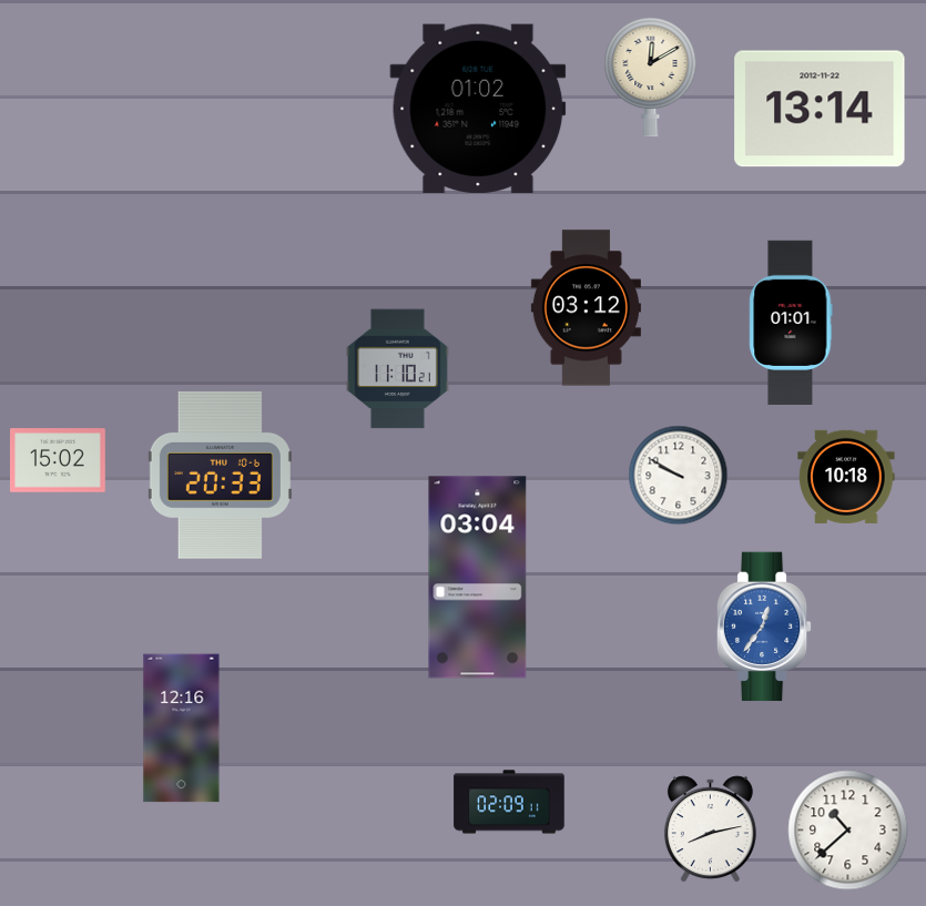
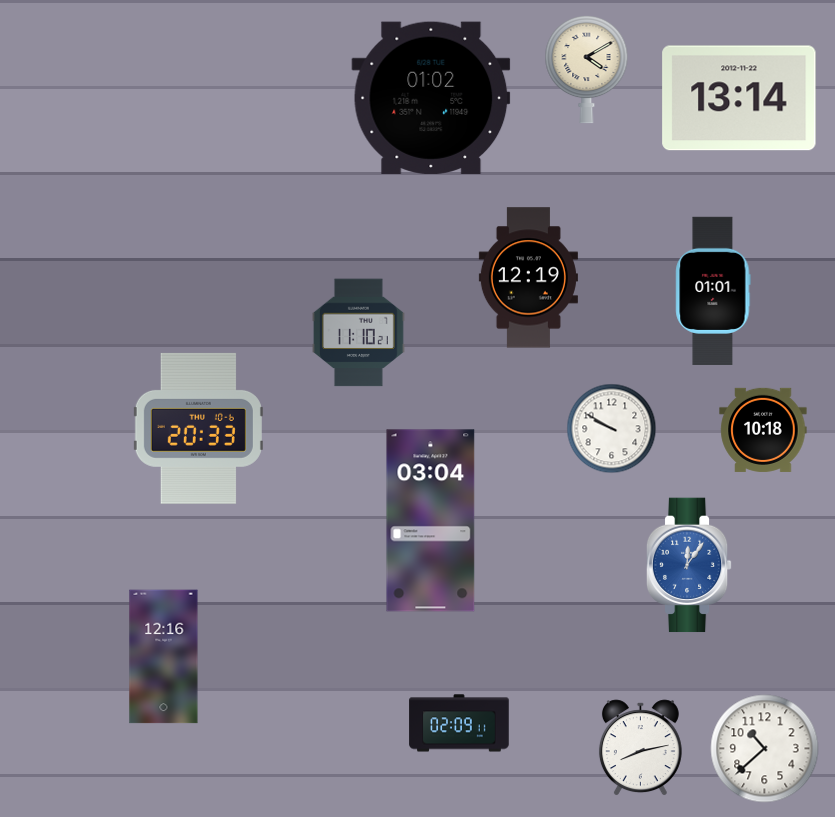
clock at (651, 77): 12:10 -> 4:10
clock at (586, 308): 03:12 -> 12:19
clock at (59, 460): 15:02 -> none
clock at (764, 627): 12:36 -> 12:06
